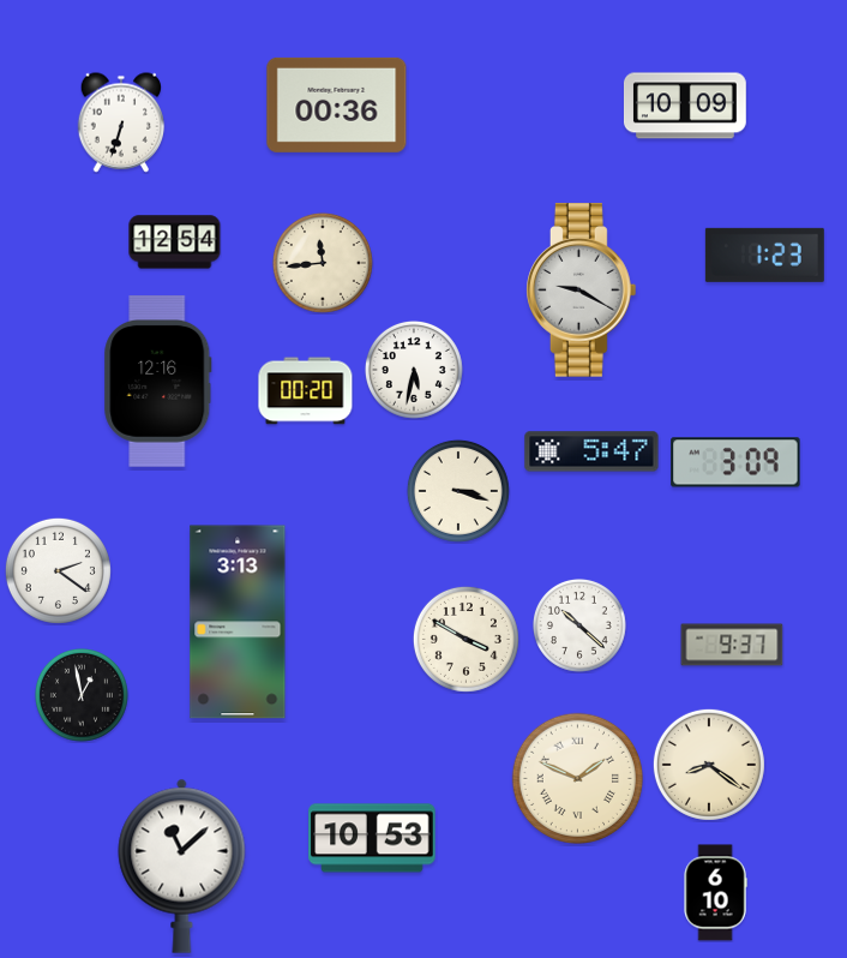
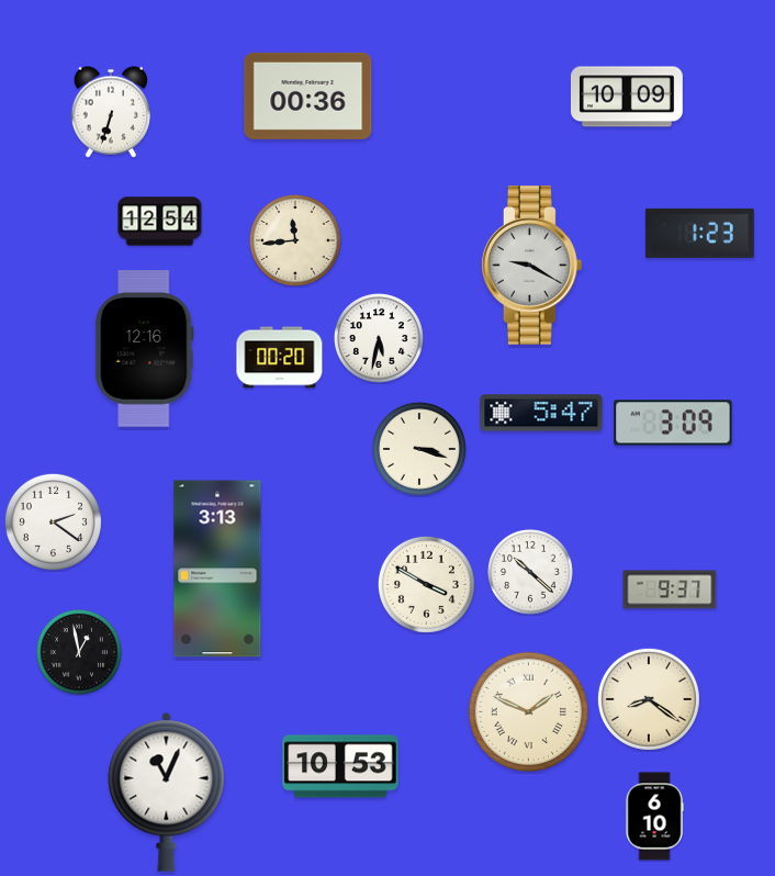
clock at (83, 696) position: (83, 696) -> (80, 653)
clock at (182, 866): 11:08 -> 11:04
